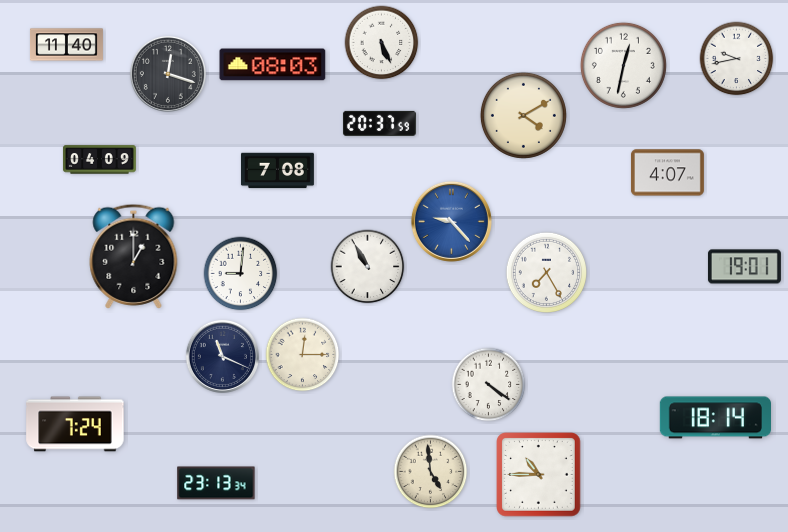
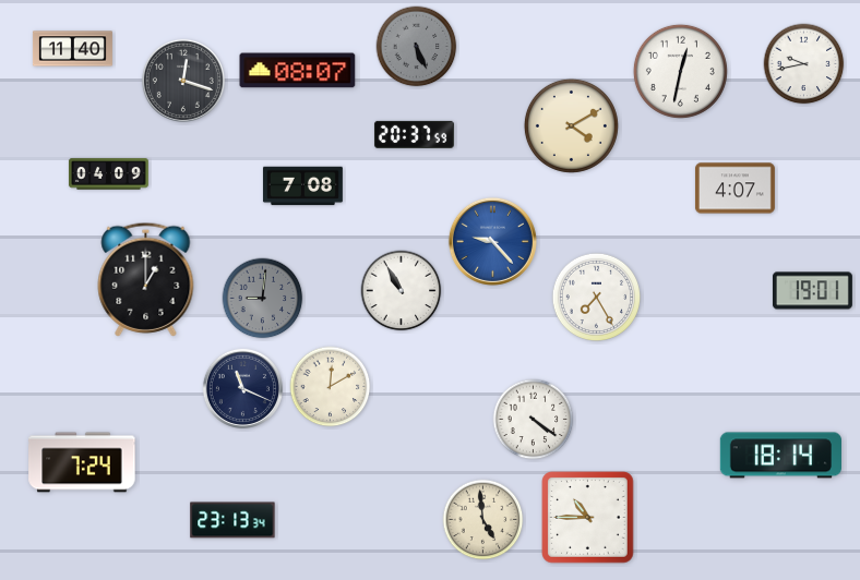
clock at (382, 43) dial: white -> grey
clock at (273, 65): 08:03 -> 08:07
clock at (667, 173) position: (667, 173) -> (734, 189)
clock at (241, 274) dial: white -> grey
clock at (303, 355): 12:15 -> 12:10
clock at (431, 472) position: (431, 472) -> (483, 520)
clock at (216, 483) position: (216, 483) -> (232, 520)
